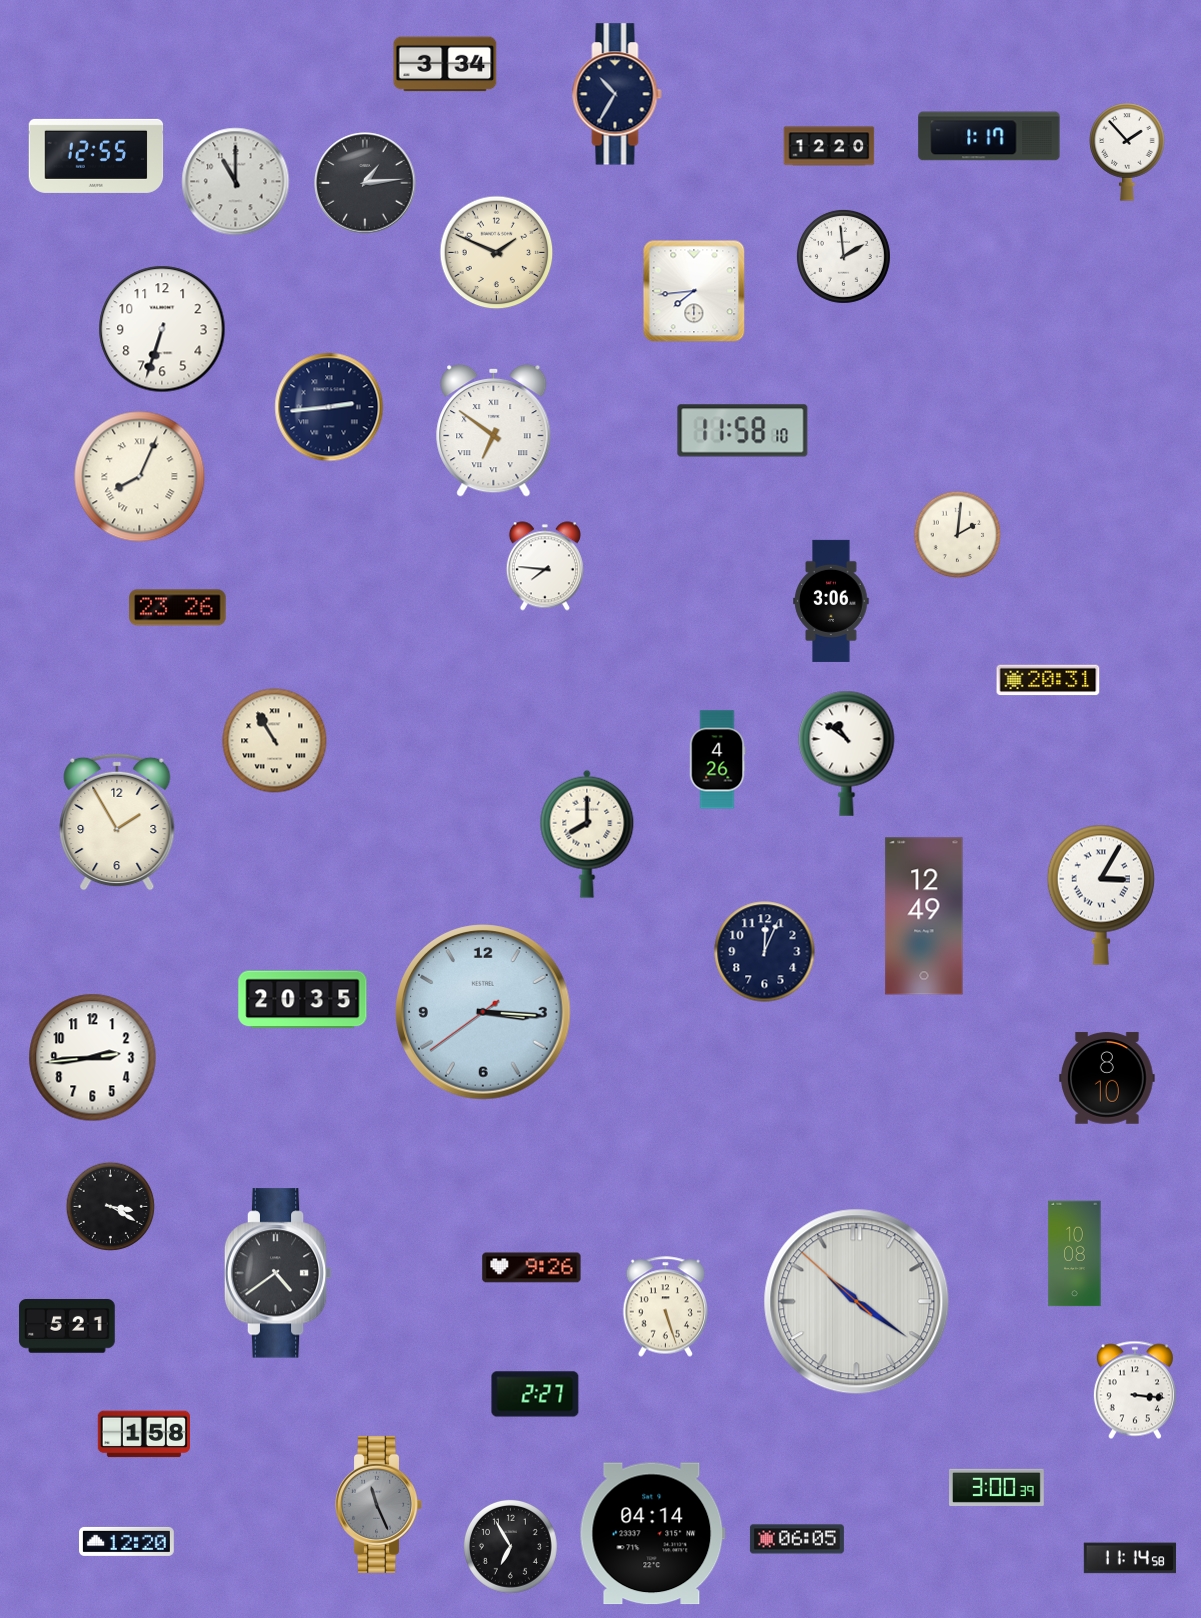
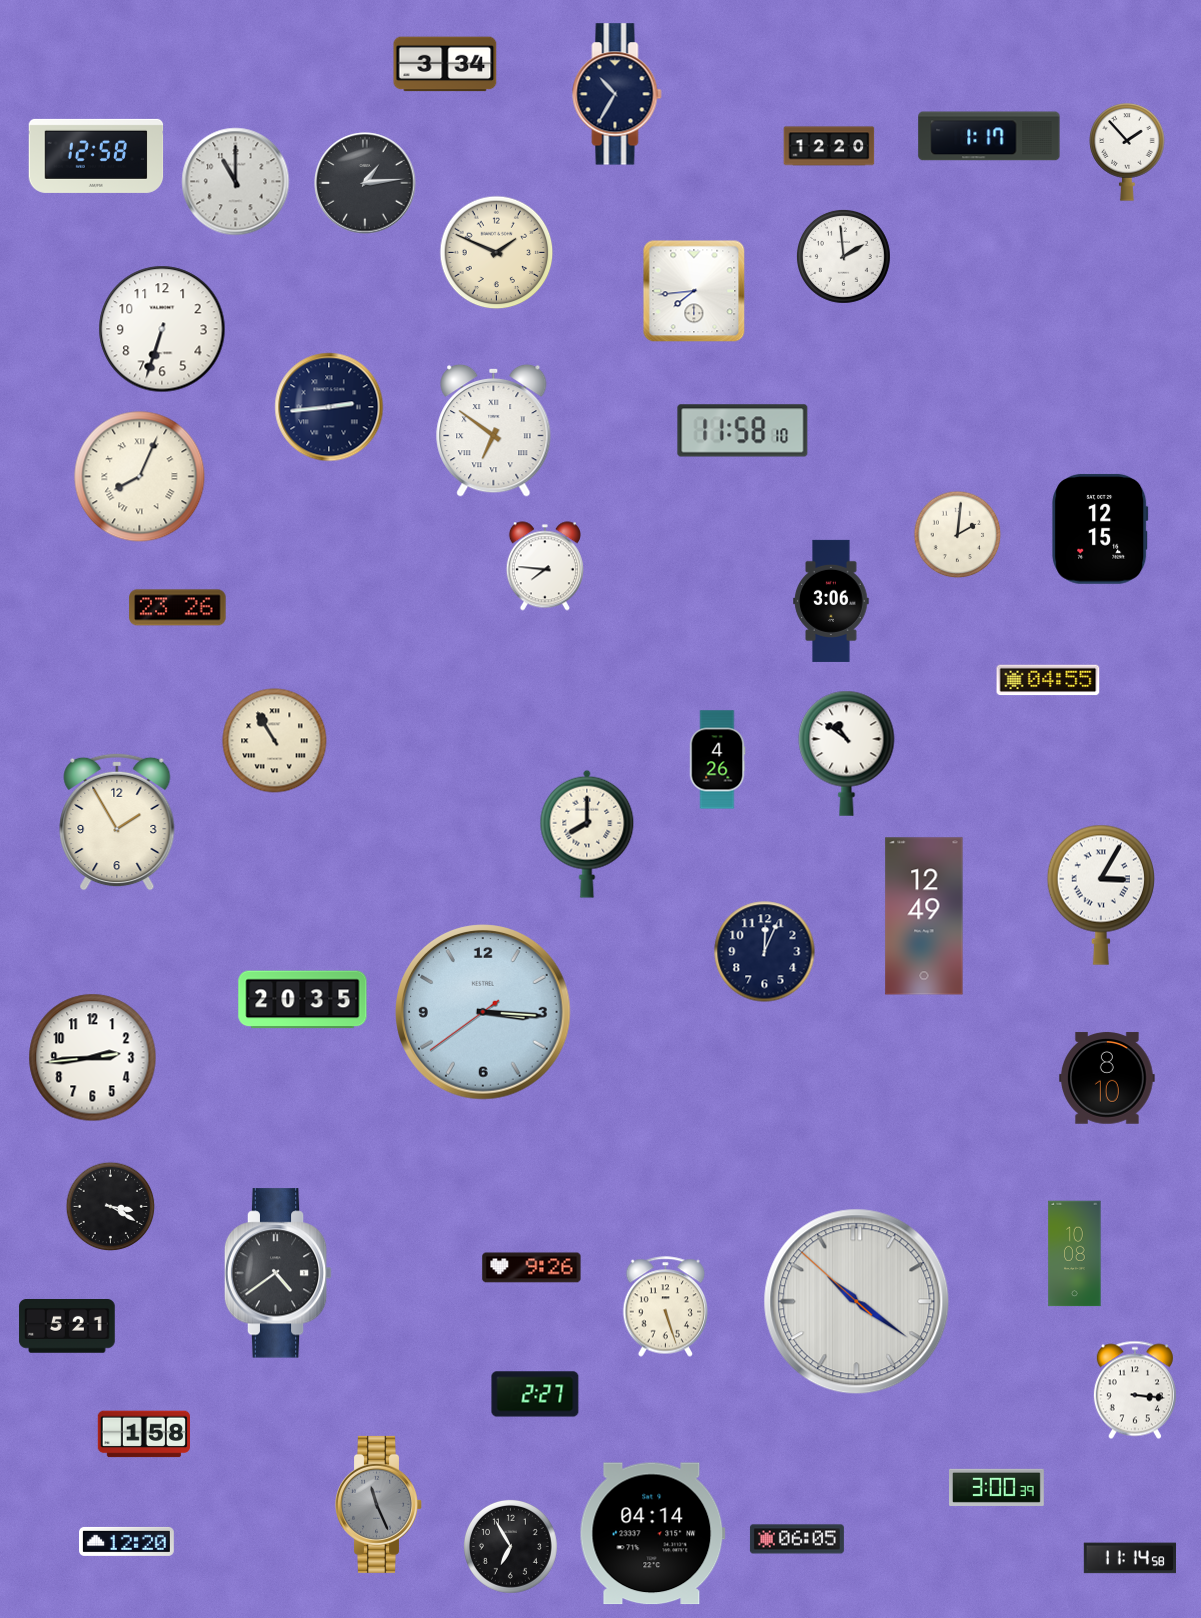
clock at (96, 156): 12:55 -> 12:58
clock at (1100, 529): none -> 12:15
clock at (1048, 680): 20:31 -> 04:55
